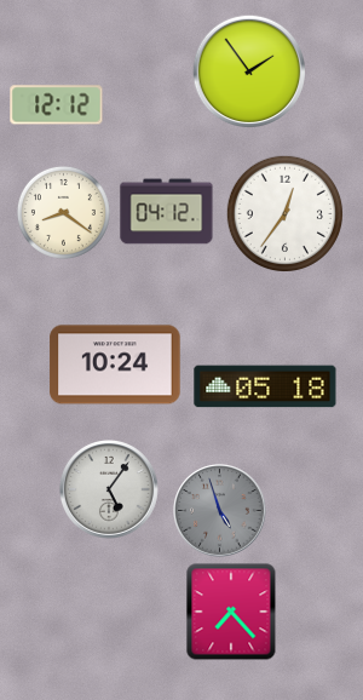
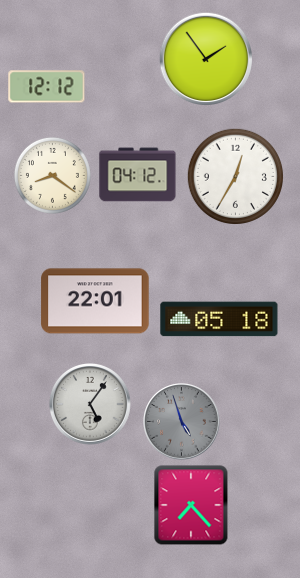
clock at (284, 213): 12:36 -> 12:35
clock at (115, 365): 10:24 -> 22:01
